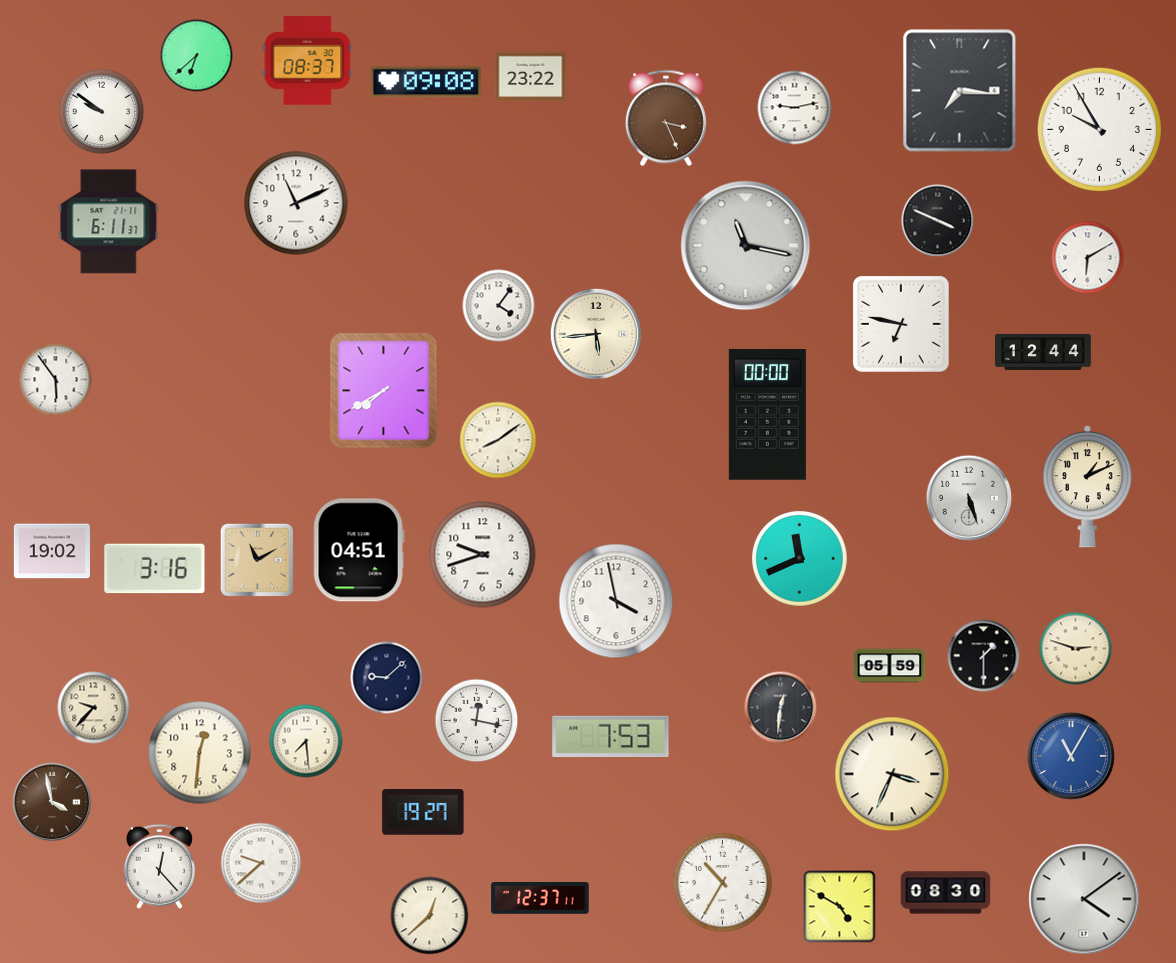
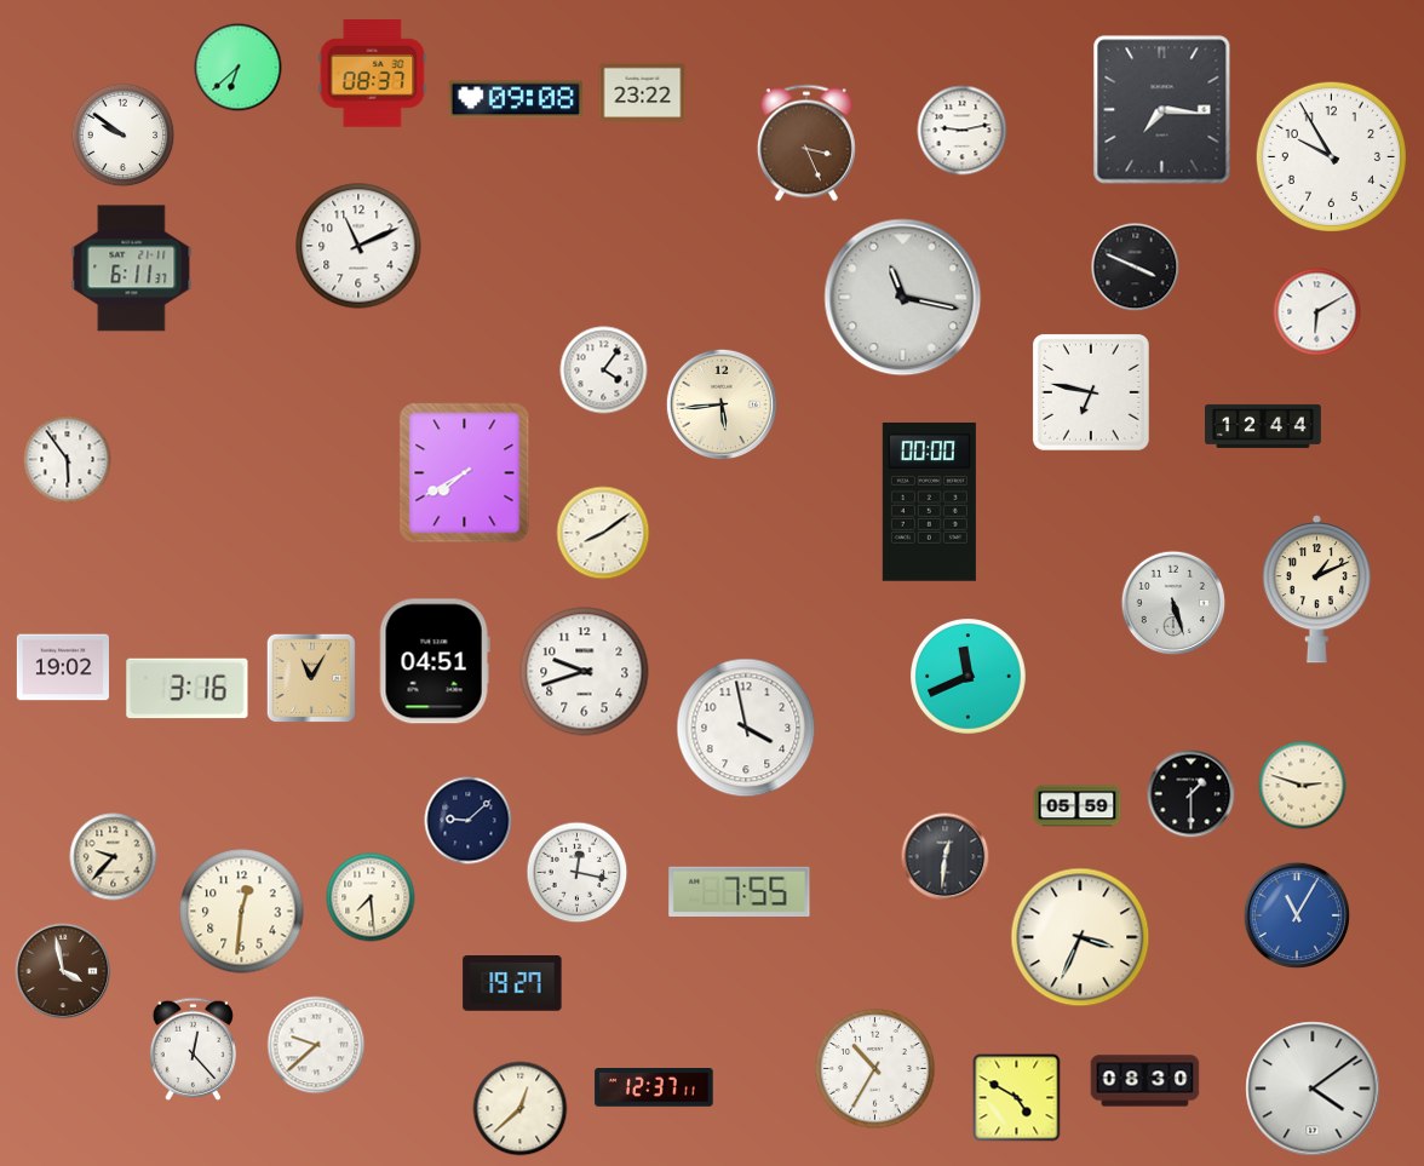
clock at (359, 550) position: (359, 550) -> (435, 661)
clock at (256, 559): 11:10 -> 11:05
clock at (611, 736): 7:53 -> 7:55
